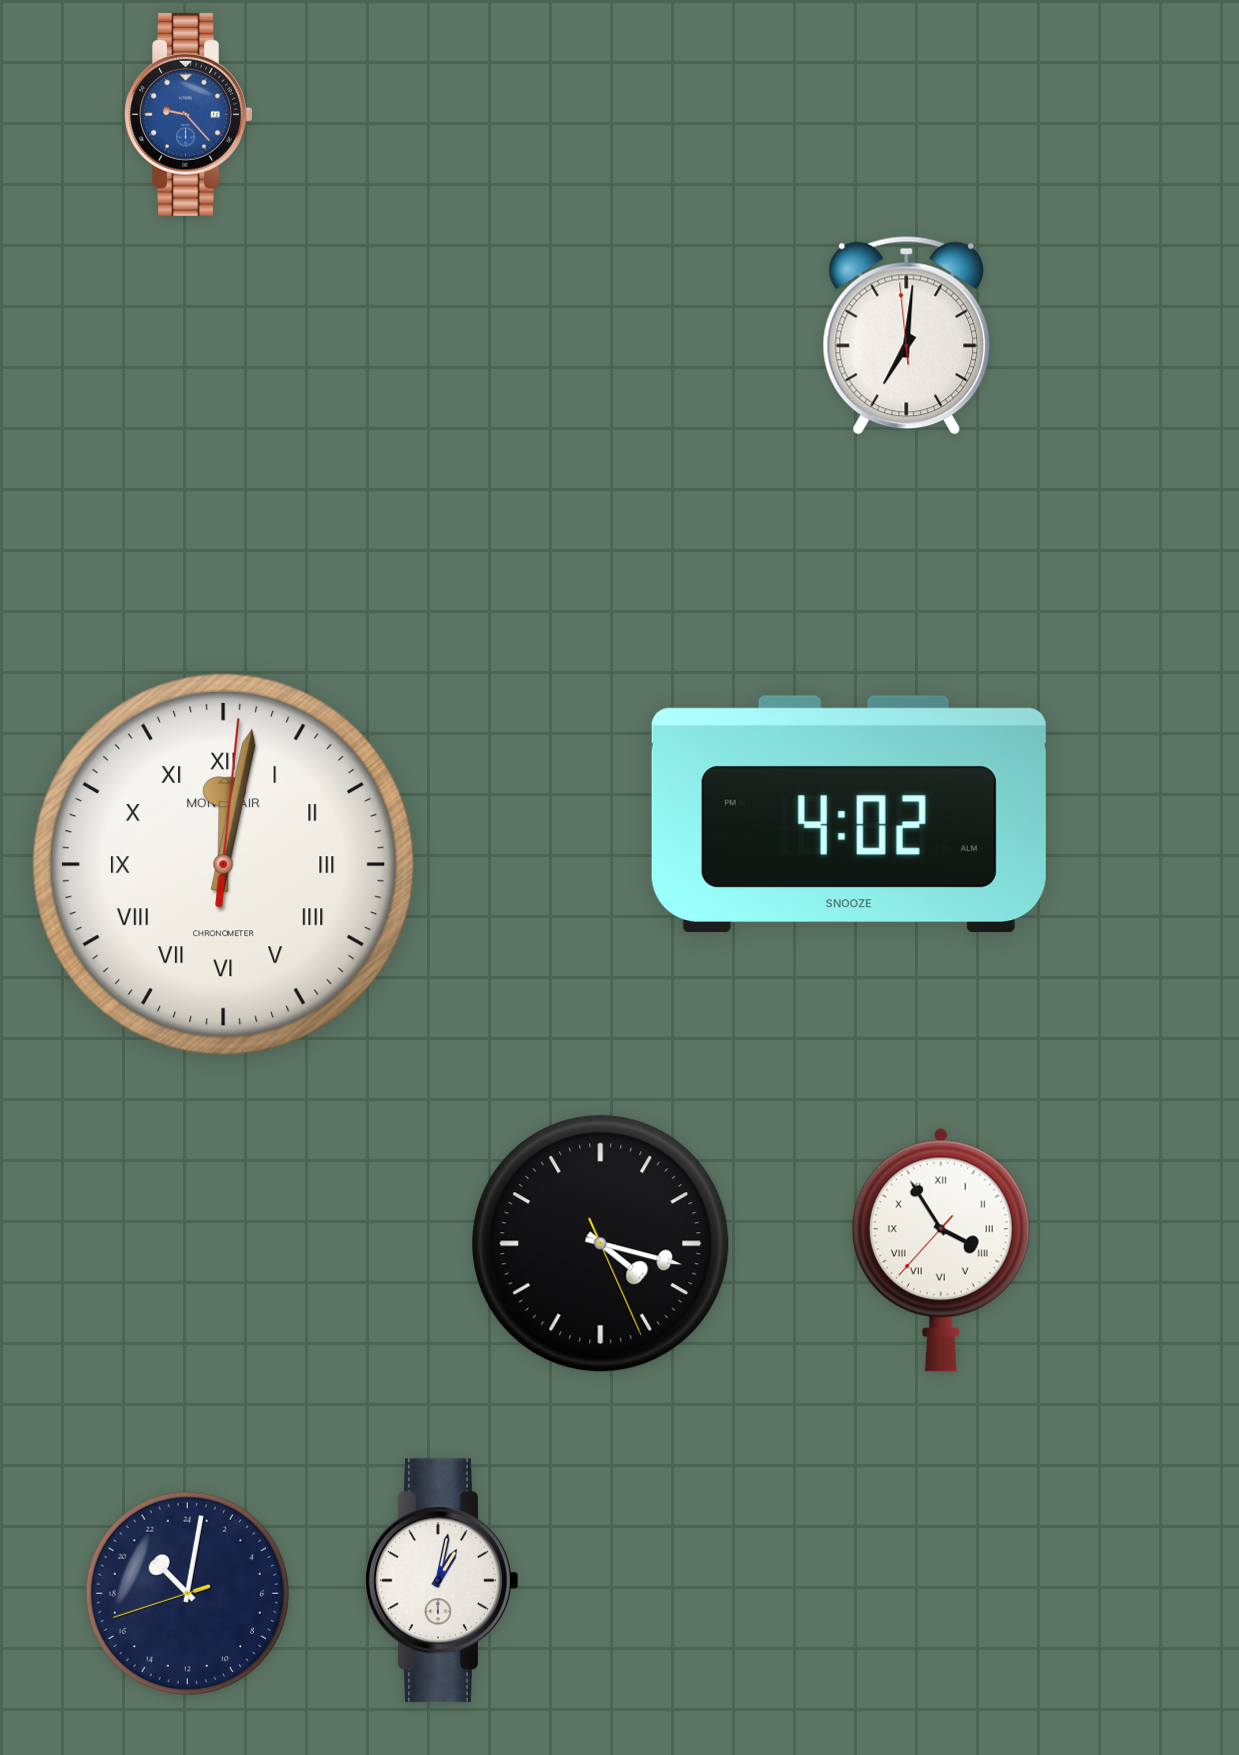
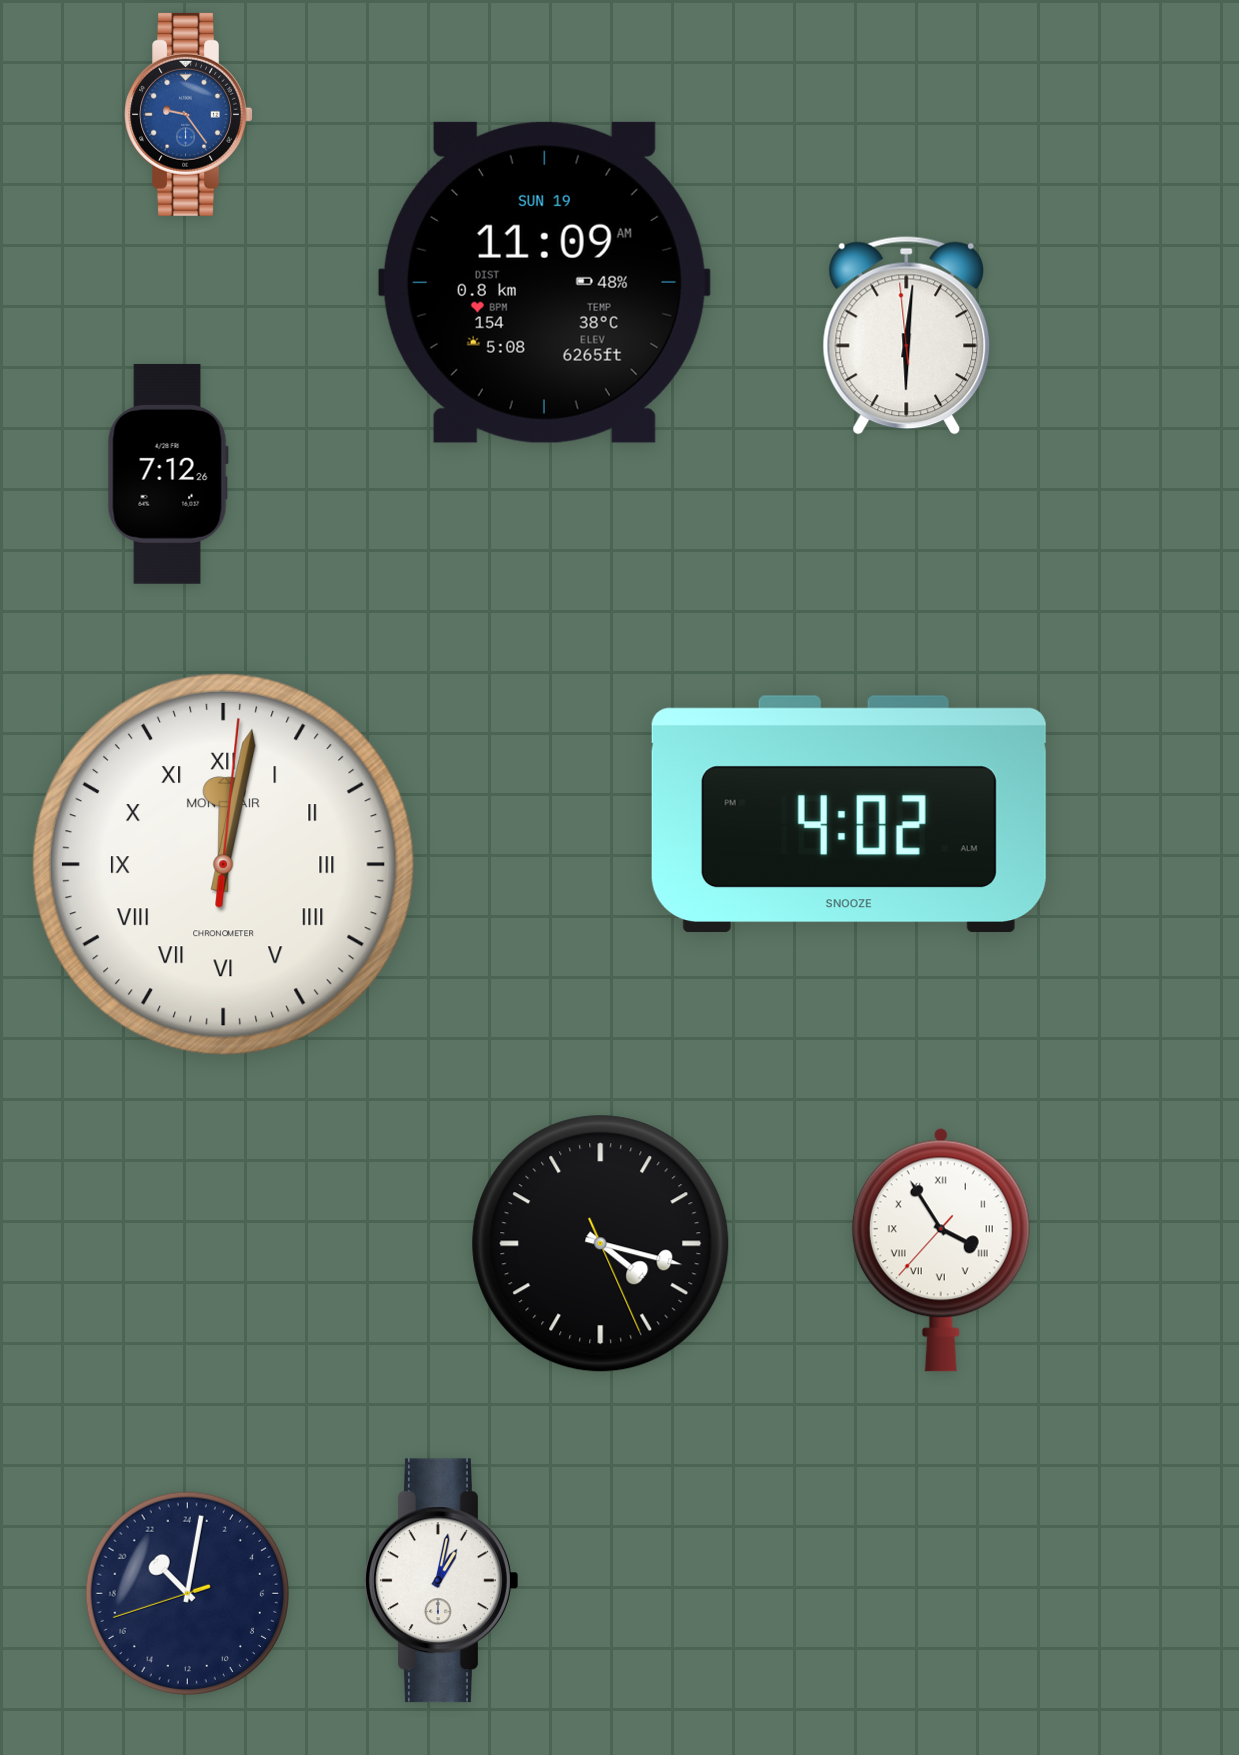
clock at (189, 114): 9:23 -> 9:24
clock at (544, 282): none -> 11:09
clock at (907, 335): 7:00 -> 6:00
clock at (168, 474): none -> 7:12
